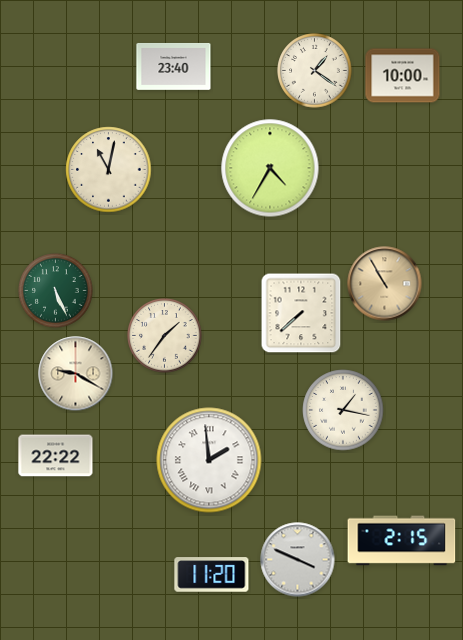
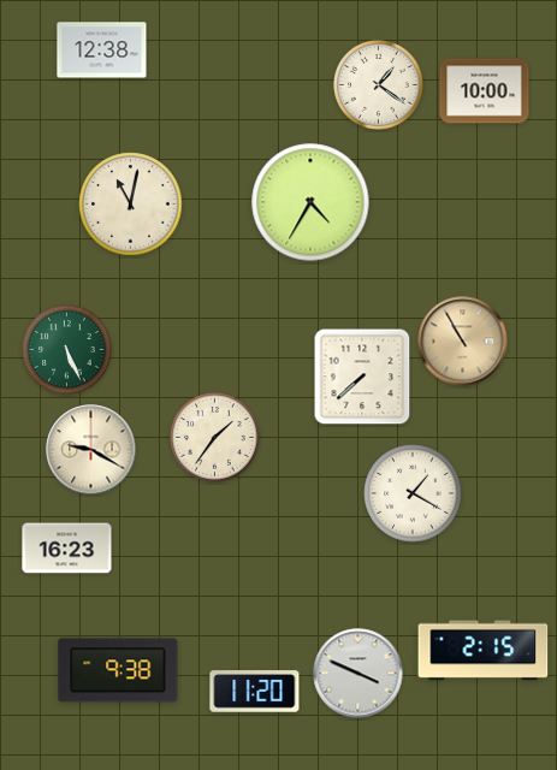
clock at (102, 51): none -> 12:38
clock at (174, 66): 23:40 -> none
clock at (270, 168) position: (270, 168) -> (310, 202)
clock at (165, 336) position: (165, 336) -> (215, 438)
clock at (343, 410): 1:17 -> 1:20
clock at (56, 456): 22:22 -> 16:23
clock at (209, 460): 1:59 -> none
clock at (118, 670): none -> 9:38
